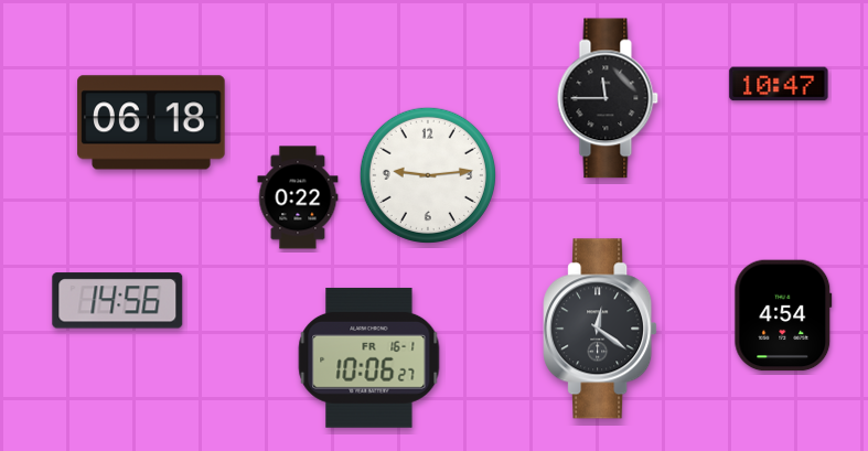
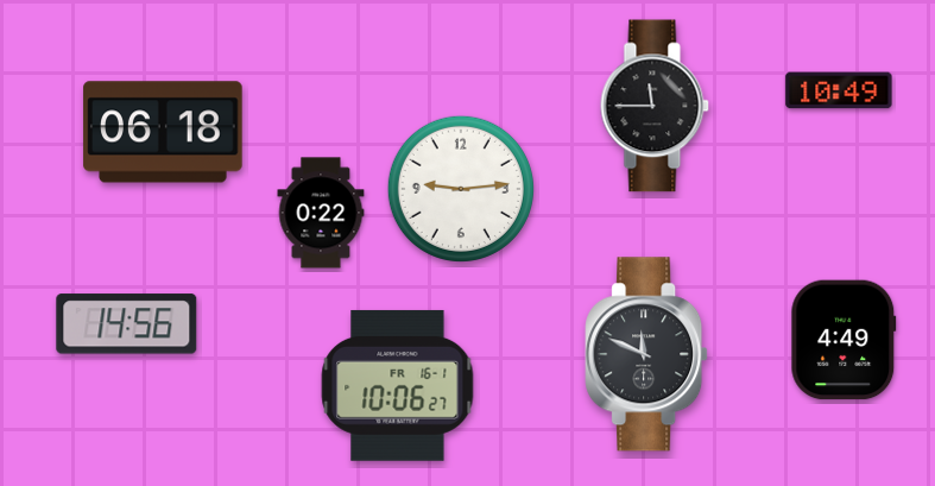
clock at (779, 84): 10:47 -> 10:49
clock at (783, 315): 4:54 -> 4:49
clock at (600, 329): 12:21 -> 11:49
